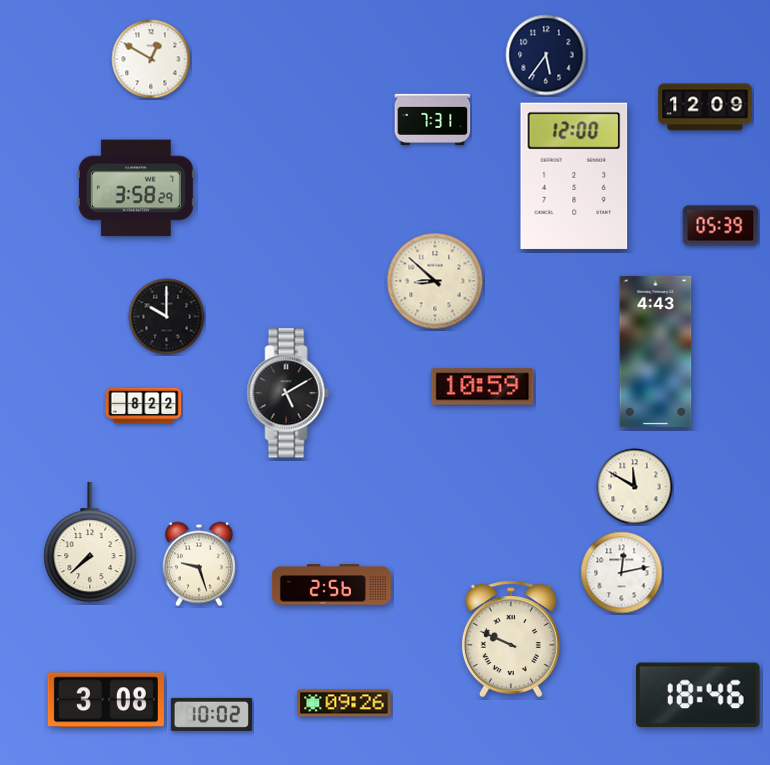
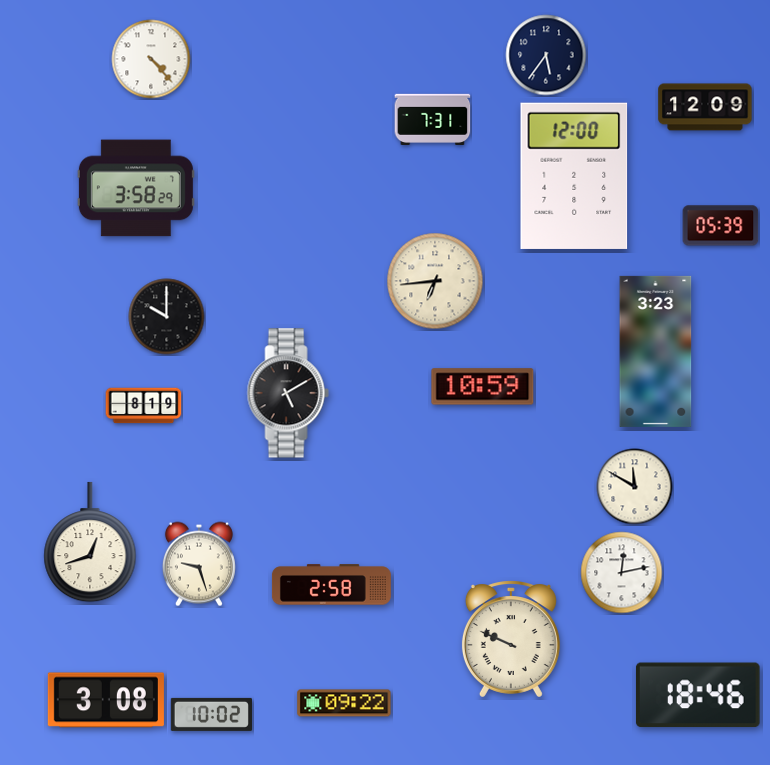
clock at (151, 59): 12:50 -> 4:23
clock at (435, 281): 8:52 -> 6:44
clock at (656, 351): 4:43 -> 3:23
clock at (144, 406): 8:22 -> 8:19
clock at (90, 542): 7:38 -> 12:42
clock at (331, 585): 2:56 -> 2:58
clock at (344, 703): 09:26 -> 09:22
